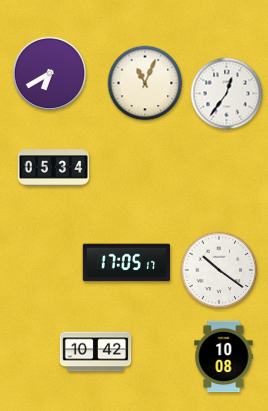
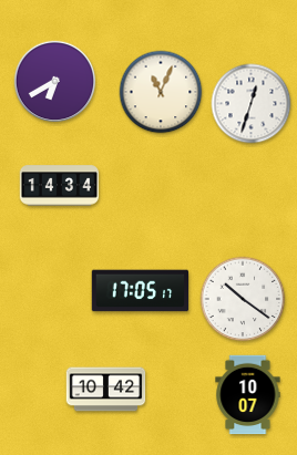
clock at (227, 94): 12:36 -> 12:33
clock at (54, 168): 05:34 -> 14:34
clock at (224, 357): 10:08 -> 10:07
